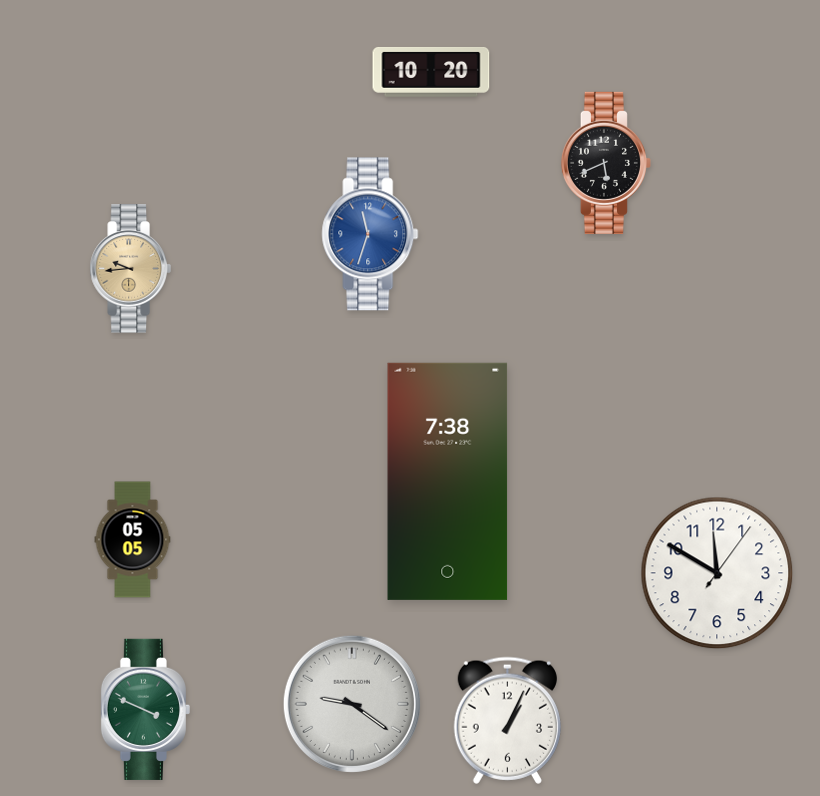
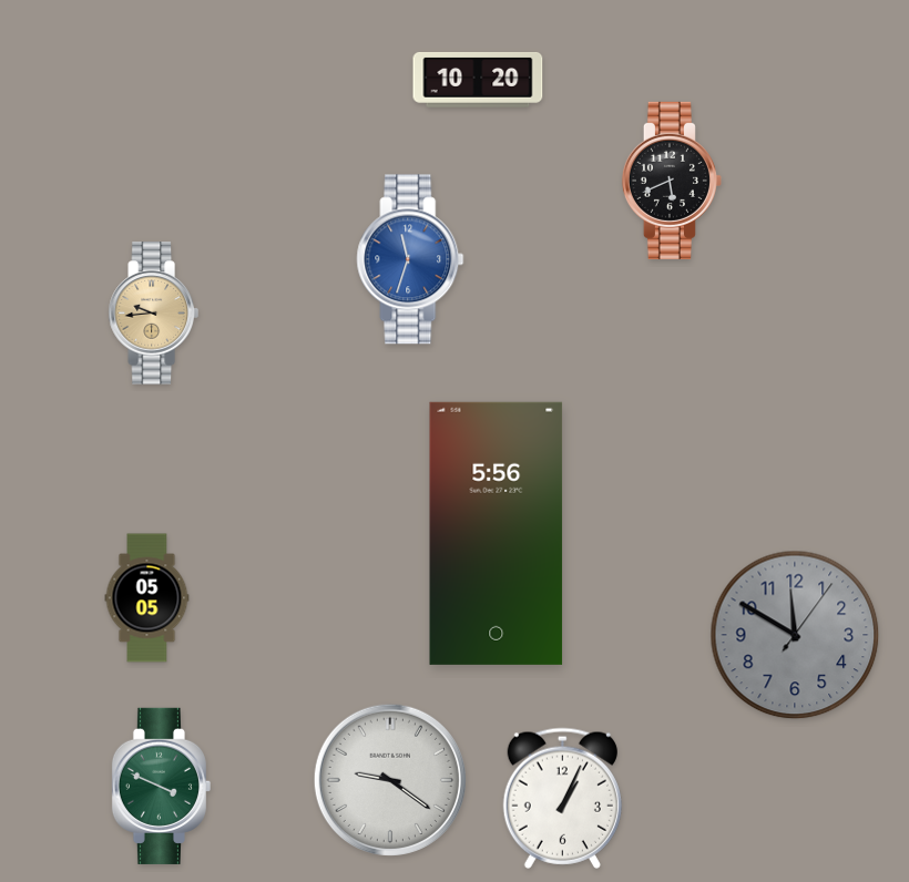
clock at (130, 269) position: (130, 269) -> (153, 314)
clock at (448, 481): 7:38 -> 5:56
clock at (717, 573) dial: white -> grey
